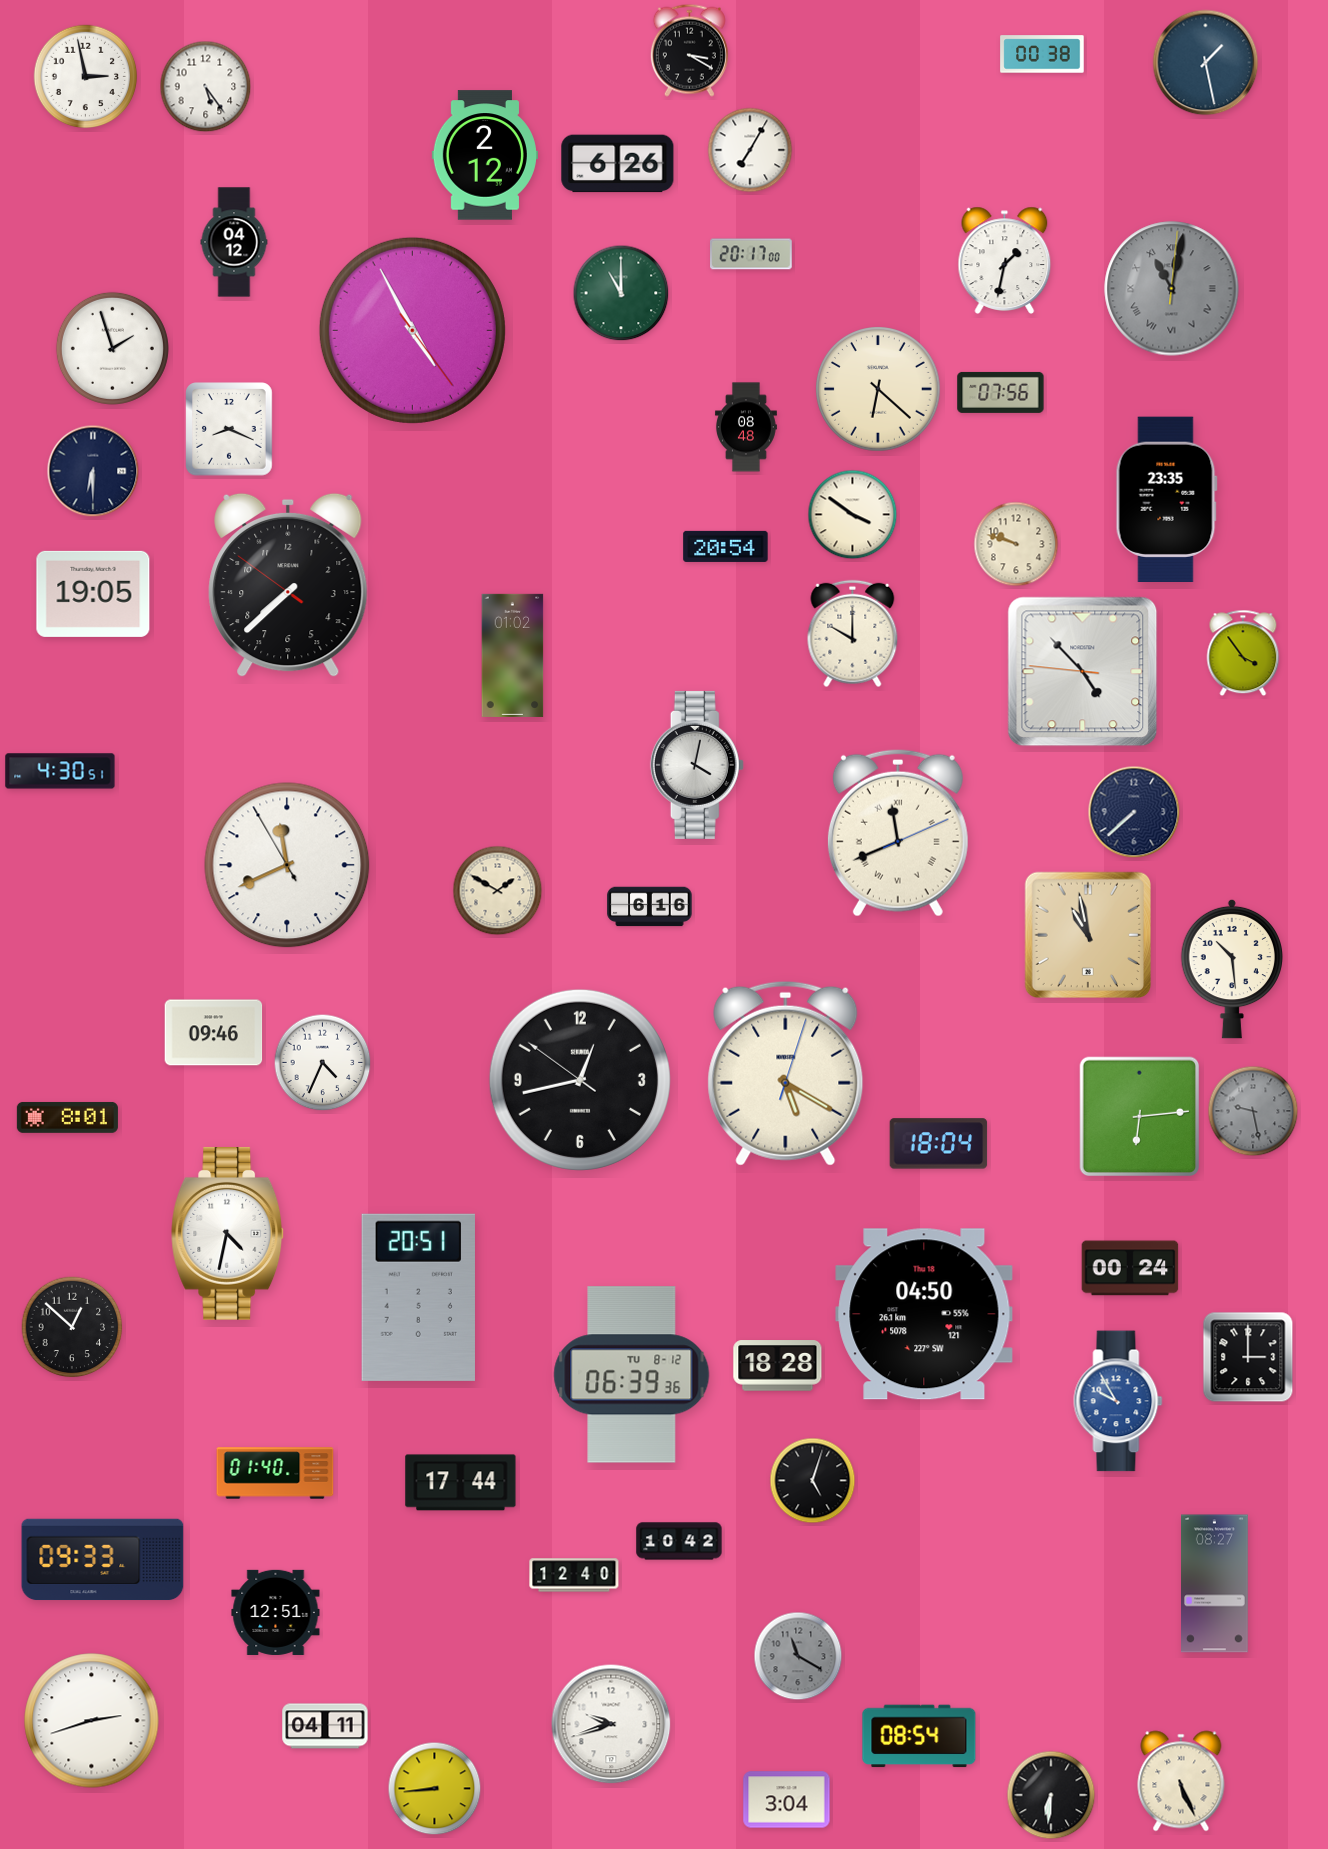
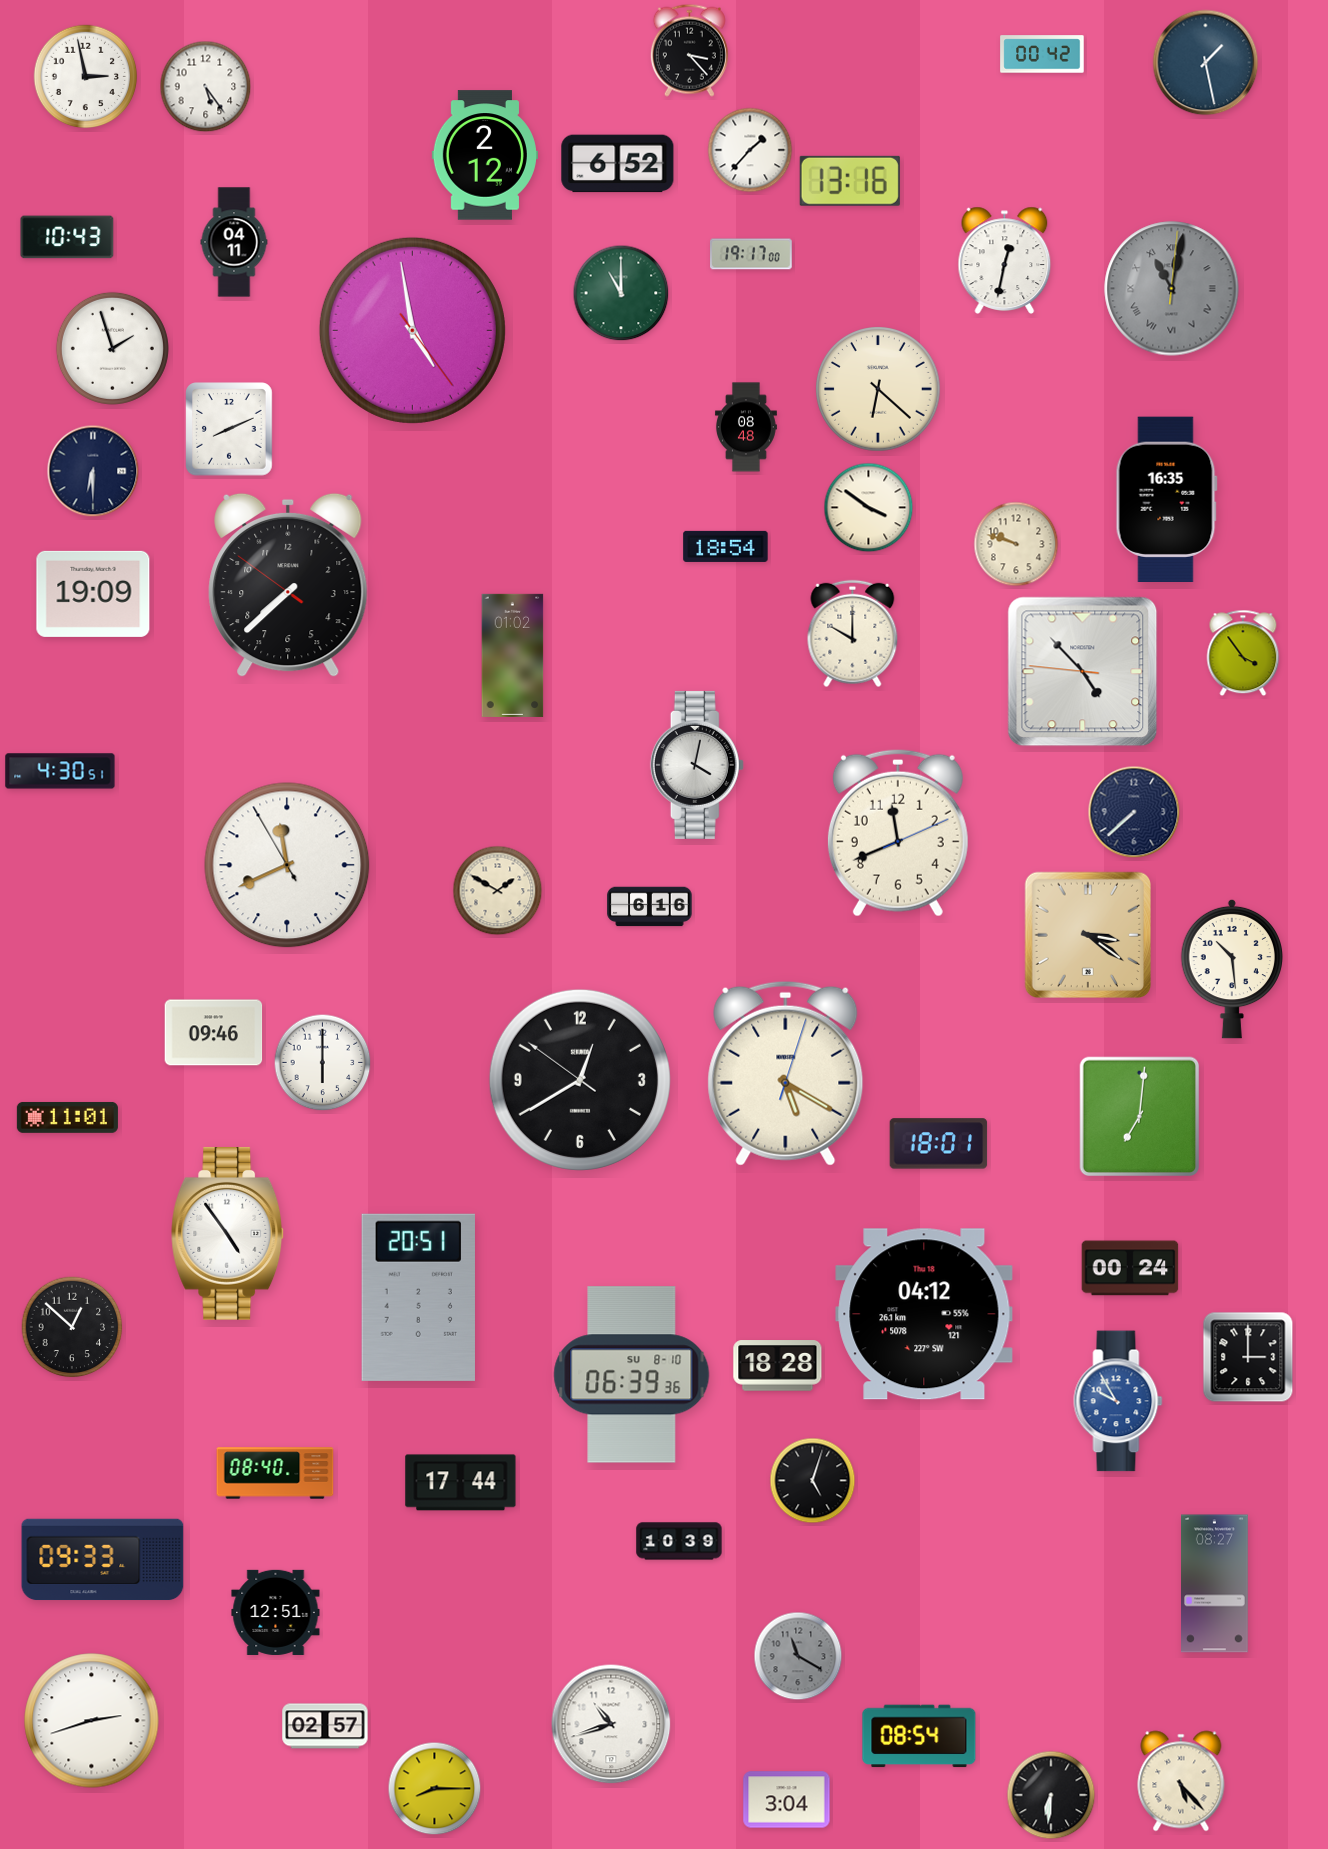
clock at (689, 50): 3:20 -> 3:23
clock at (1042, 54): 00:38 -> 00:42
clock at (750, 150): 7:05 -> 1:37
clock at (618, 164): 6:26 -> 6:52
clock at (850, 181): none -> 13:16
clock at (67, 237): none -> 10:43
clock at (234, 242): 04:12 -> 04:11
clock at (751, 254): 20:17 -> 19:17
clock at (1005, 260): 1:32 -> 12:32
clock at (412, 330): 4:55 -> 4:58
clock at (1001, 392): 07:56 -> none
clock at (229, 429): 8:19 -> 8:11
clock at (1166, 499): 23:35 -> 16:35
clock at (853, 515) position: (853, 515) -> (869, 508)
clock at (726, 546): 20:54 -> 18:54
clock at (93, 594): 19:05 -> 19:09
clock at (898, 833) numerals: Roman -> Arabic
clock at (1087, 934): 10:58 -> 3:21
clock at (323, 1063): 4:34 -> 6:00
clock at (580, 1080): 12:42 -> 12:39
clock at (1253, 1111): 9:28 -> none
clock at (67, 1117): 8:01 -> 11:01
clock at (1140, 1117): 6:14 -> 7:01
clock at (939, 1144): 18:04 -> 18:01
clock at (228, 1233): 4:32 -> 4:54
clock at (924, 1314): 04:50 -> 04:12
clock at (632, 1375) date: TU 8-12 -> SU 8-10
clock at (275, 1473): 01:40 -> 08:40
clock at (679, 1541): 10:42 -> 10:39
clock at (574, 1575): 12:40 -> none
clock at (611, 1724): 9:42 -> 10:42
clock at (325, 1726): 04:11 -> 02:57
clock at (1181, 1781): 5:26 -> 5:23
clock at (435, 1789): 8:44 -> 8:15
